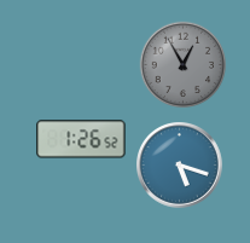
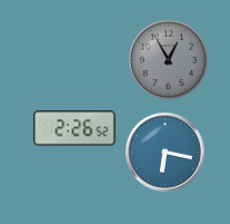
clock at (81, 139): 1:26 -> 2:26
clock at (180, 166): 5:18 -> 6:17
